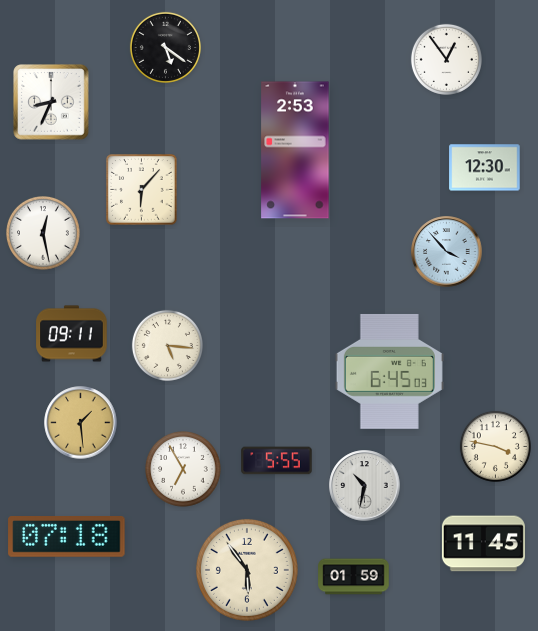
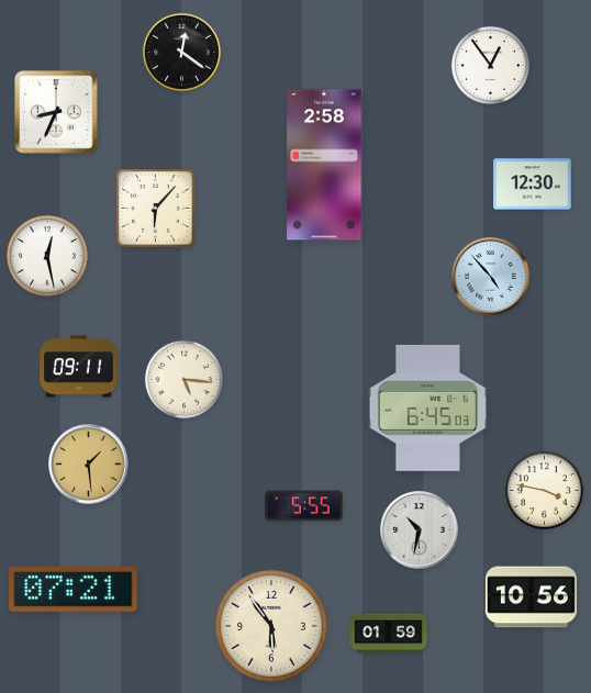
clock at (165, 47): 5:21 -> 12:21
clock at (295, 150): 2:53 -> 2:58
clock at (447, 252): 3:53 -> 4:53
clock at (183, 469): 6:55 -> none
clock at (365, 486) position: (365, 486) -> (420, 530)
clock at (67, 537): 07:18 -> 07:21
clock at (483, 544): 11:45 -> 10:56
